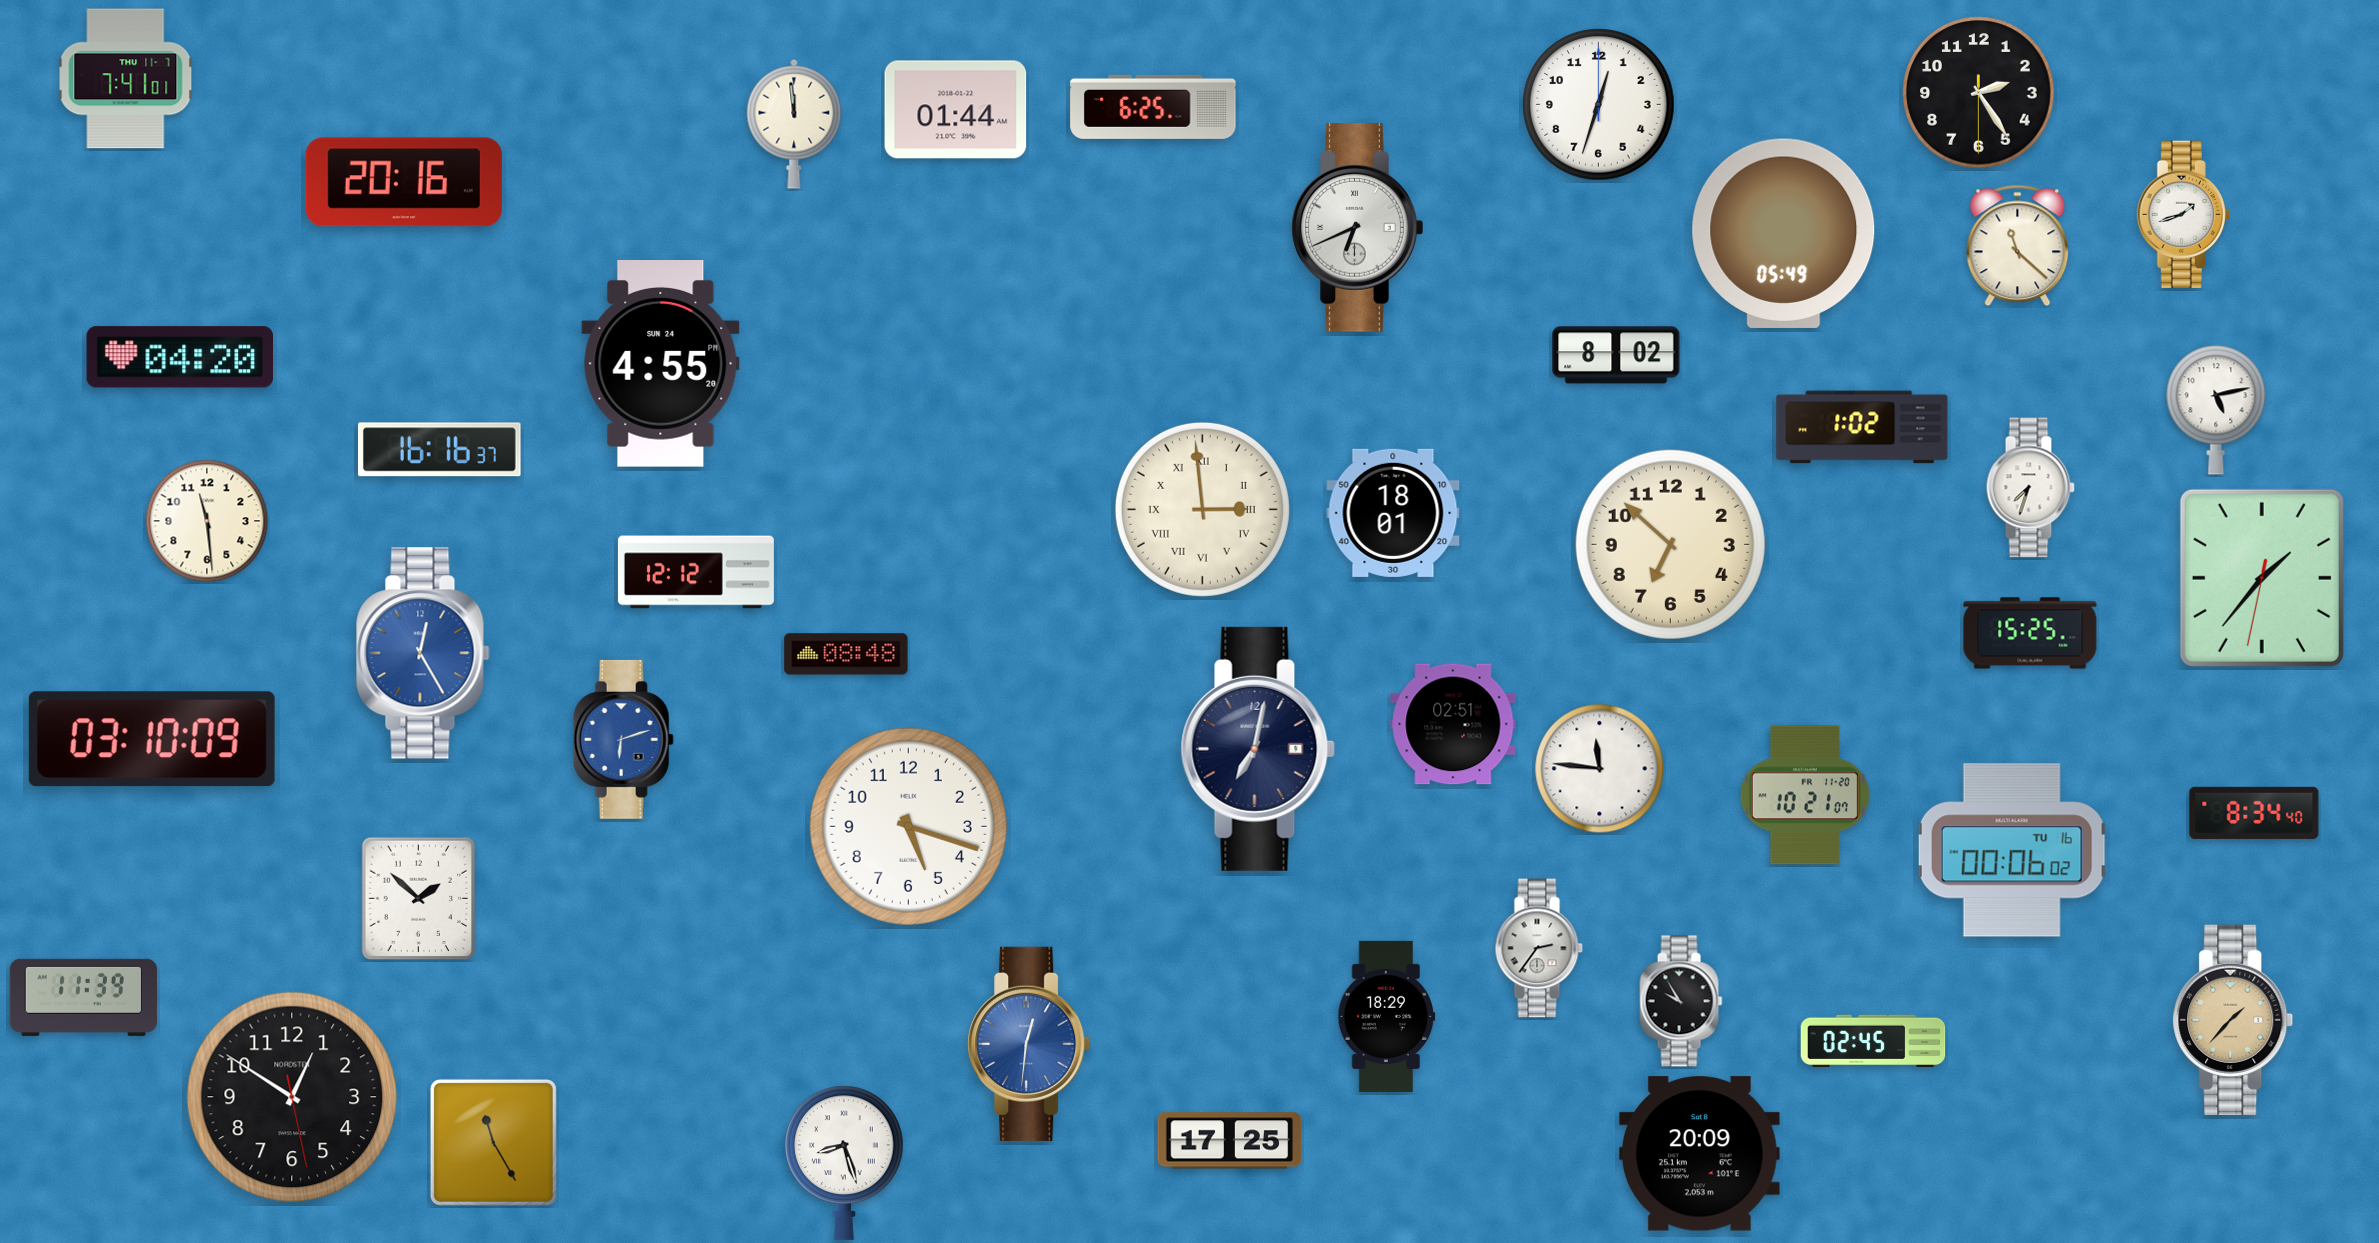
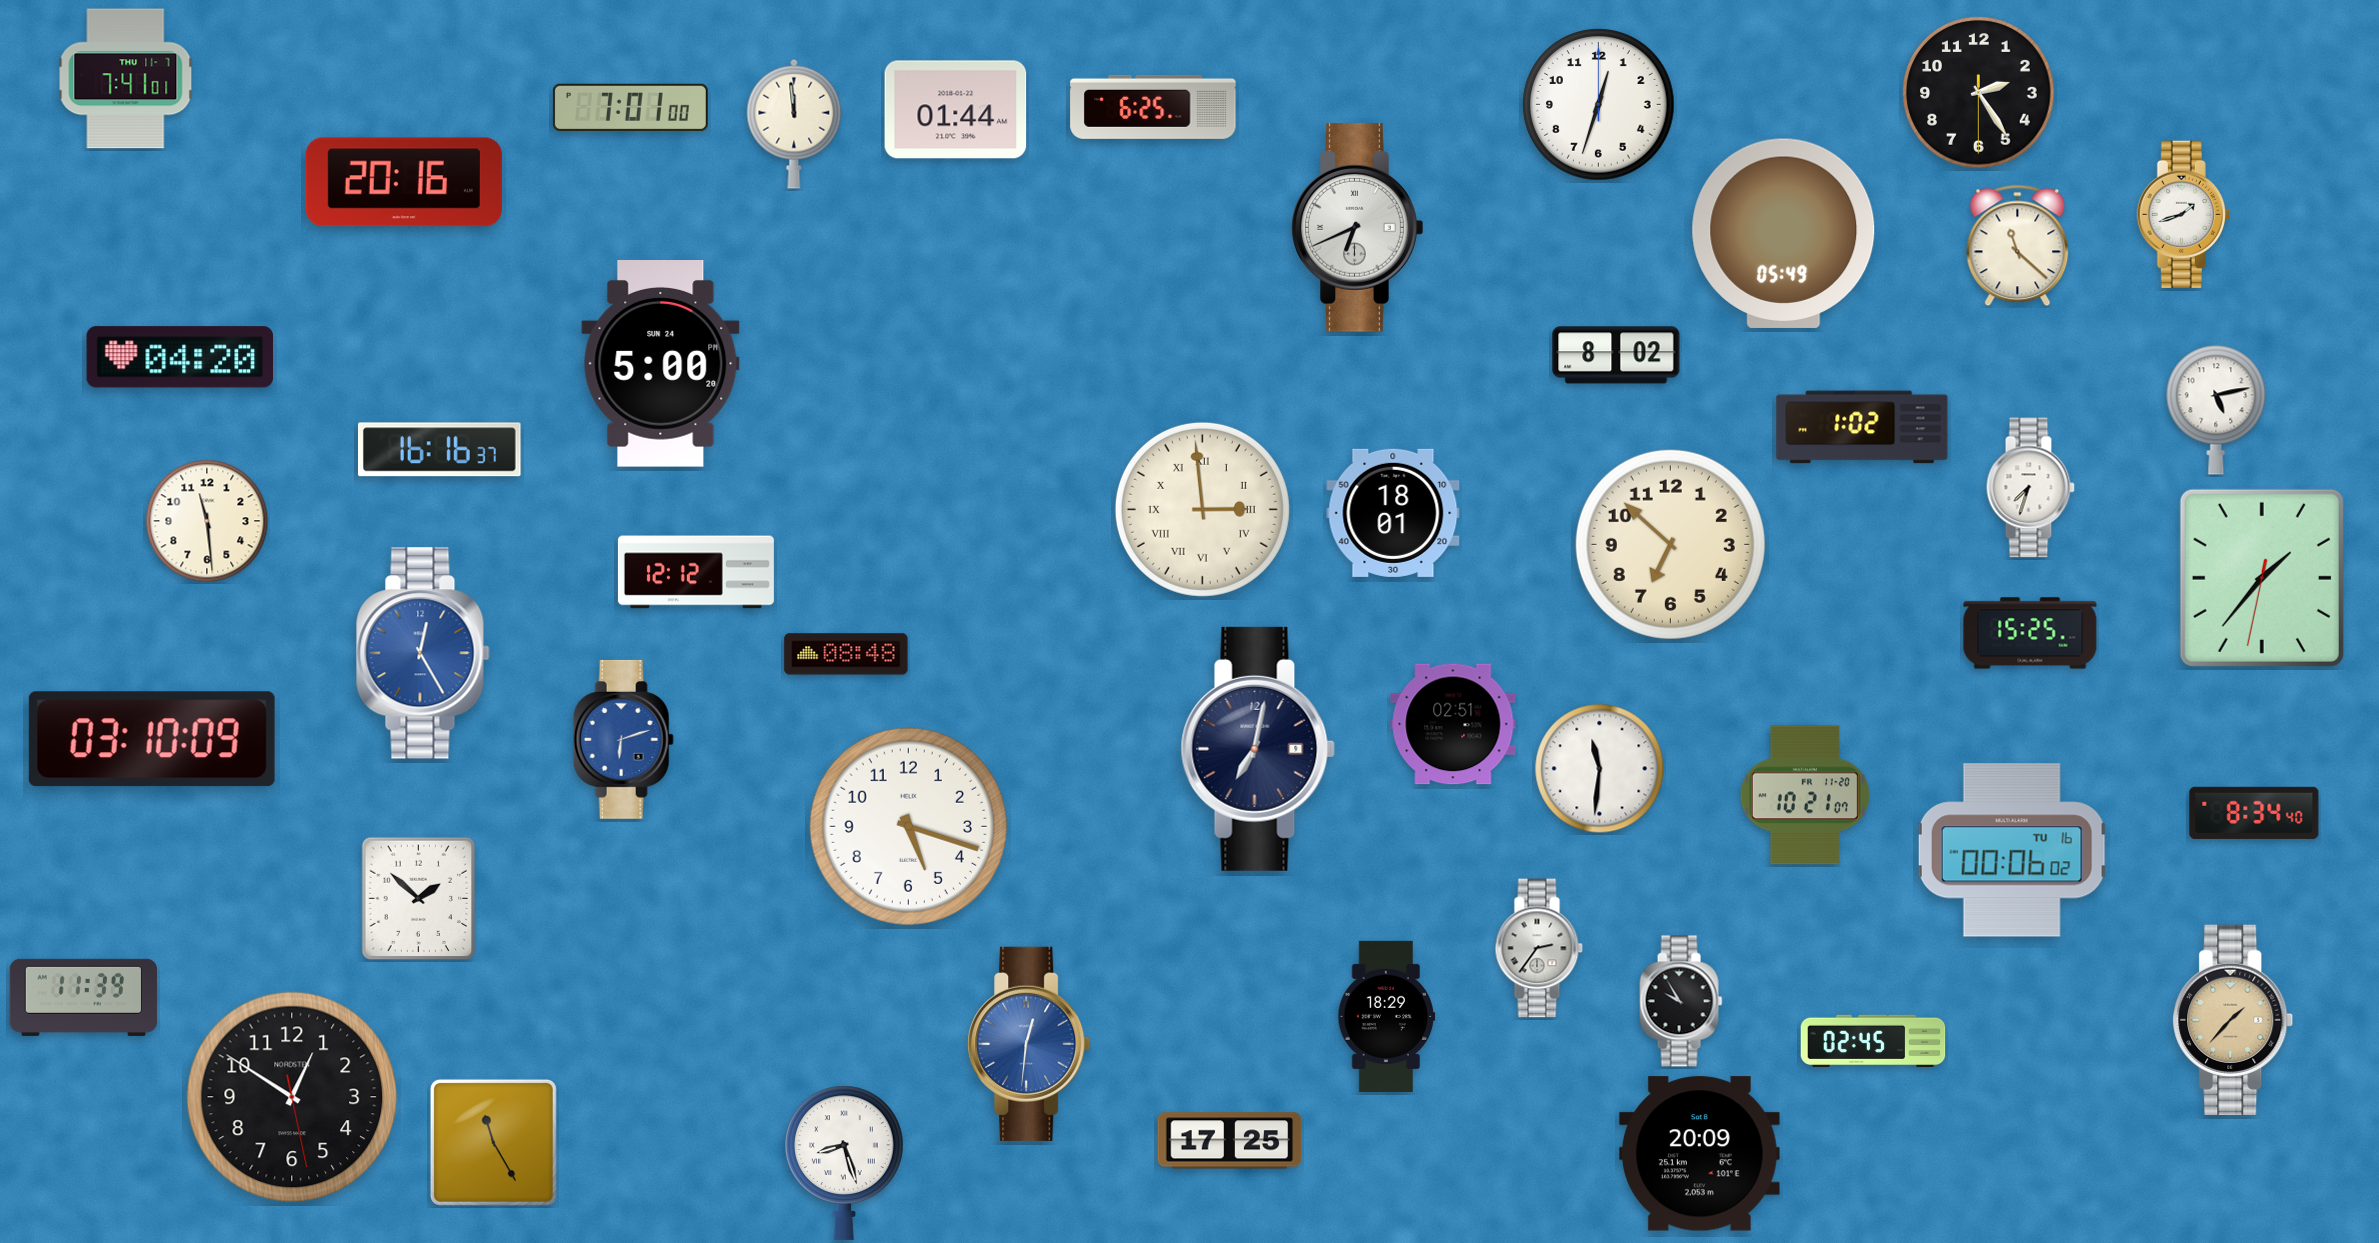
clock at (630, 107): none -> 7:01
clock at (661, 364): 4:55 -> 5:00
clock at (1600, 769): 11:46 -> 11:31
